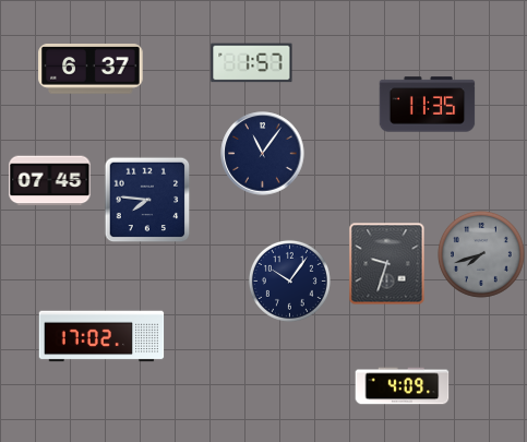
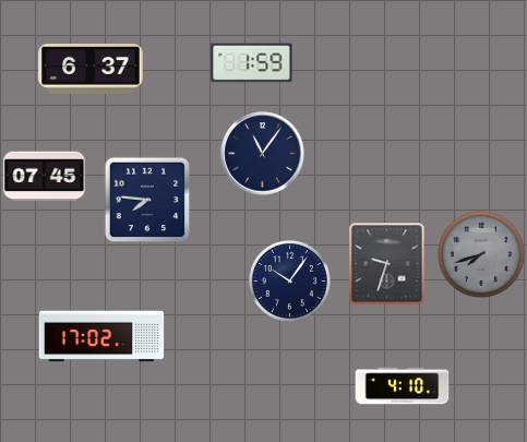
clock at (252, 63): 1:57 -> 1:59
clock at (428, 105): 11:35 -> none
clock at (50, 181) position: (50, 181) -> (45, 177)
clock at (403, 386): 4:09 -> 4:10
